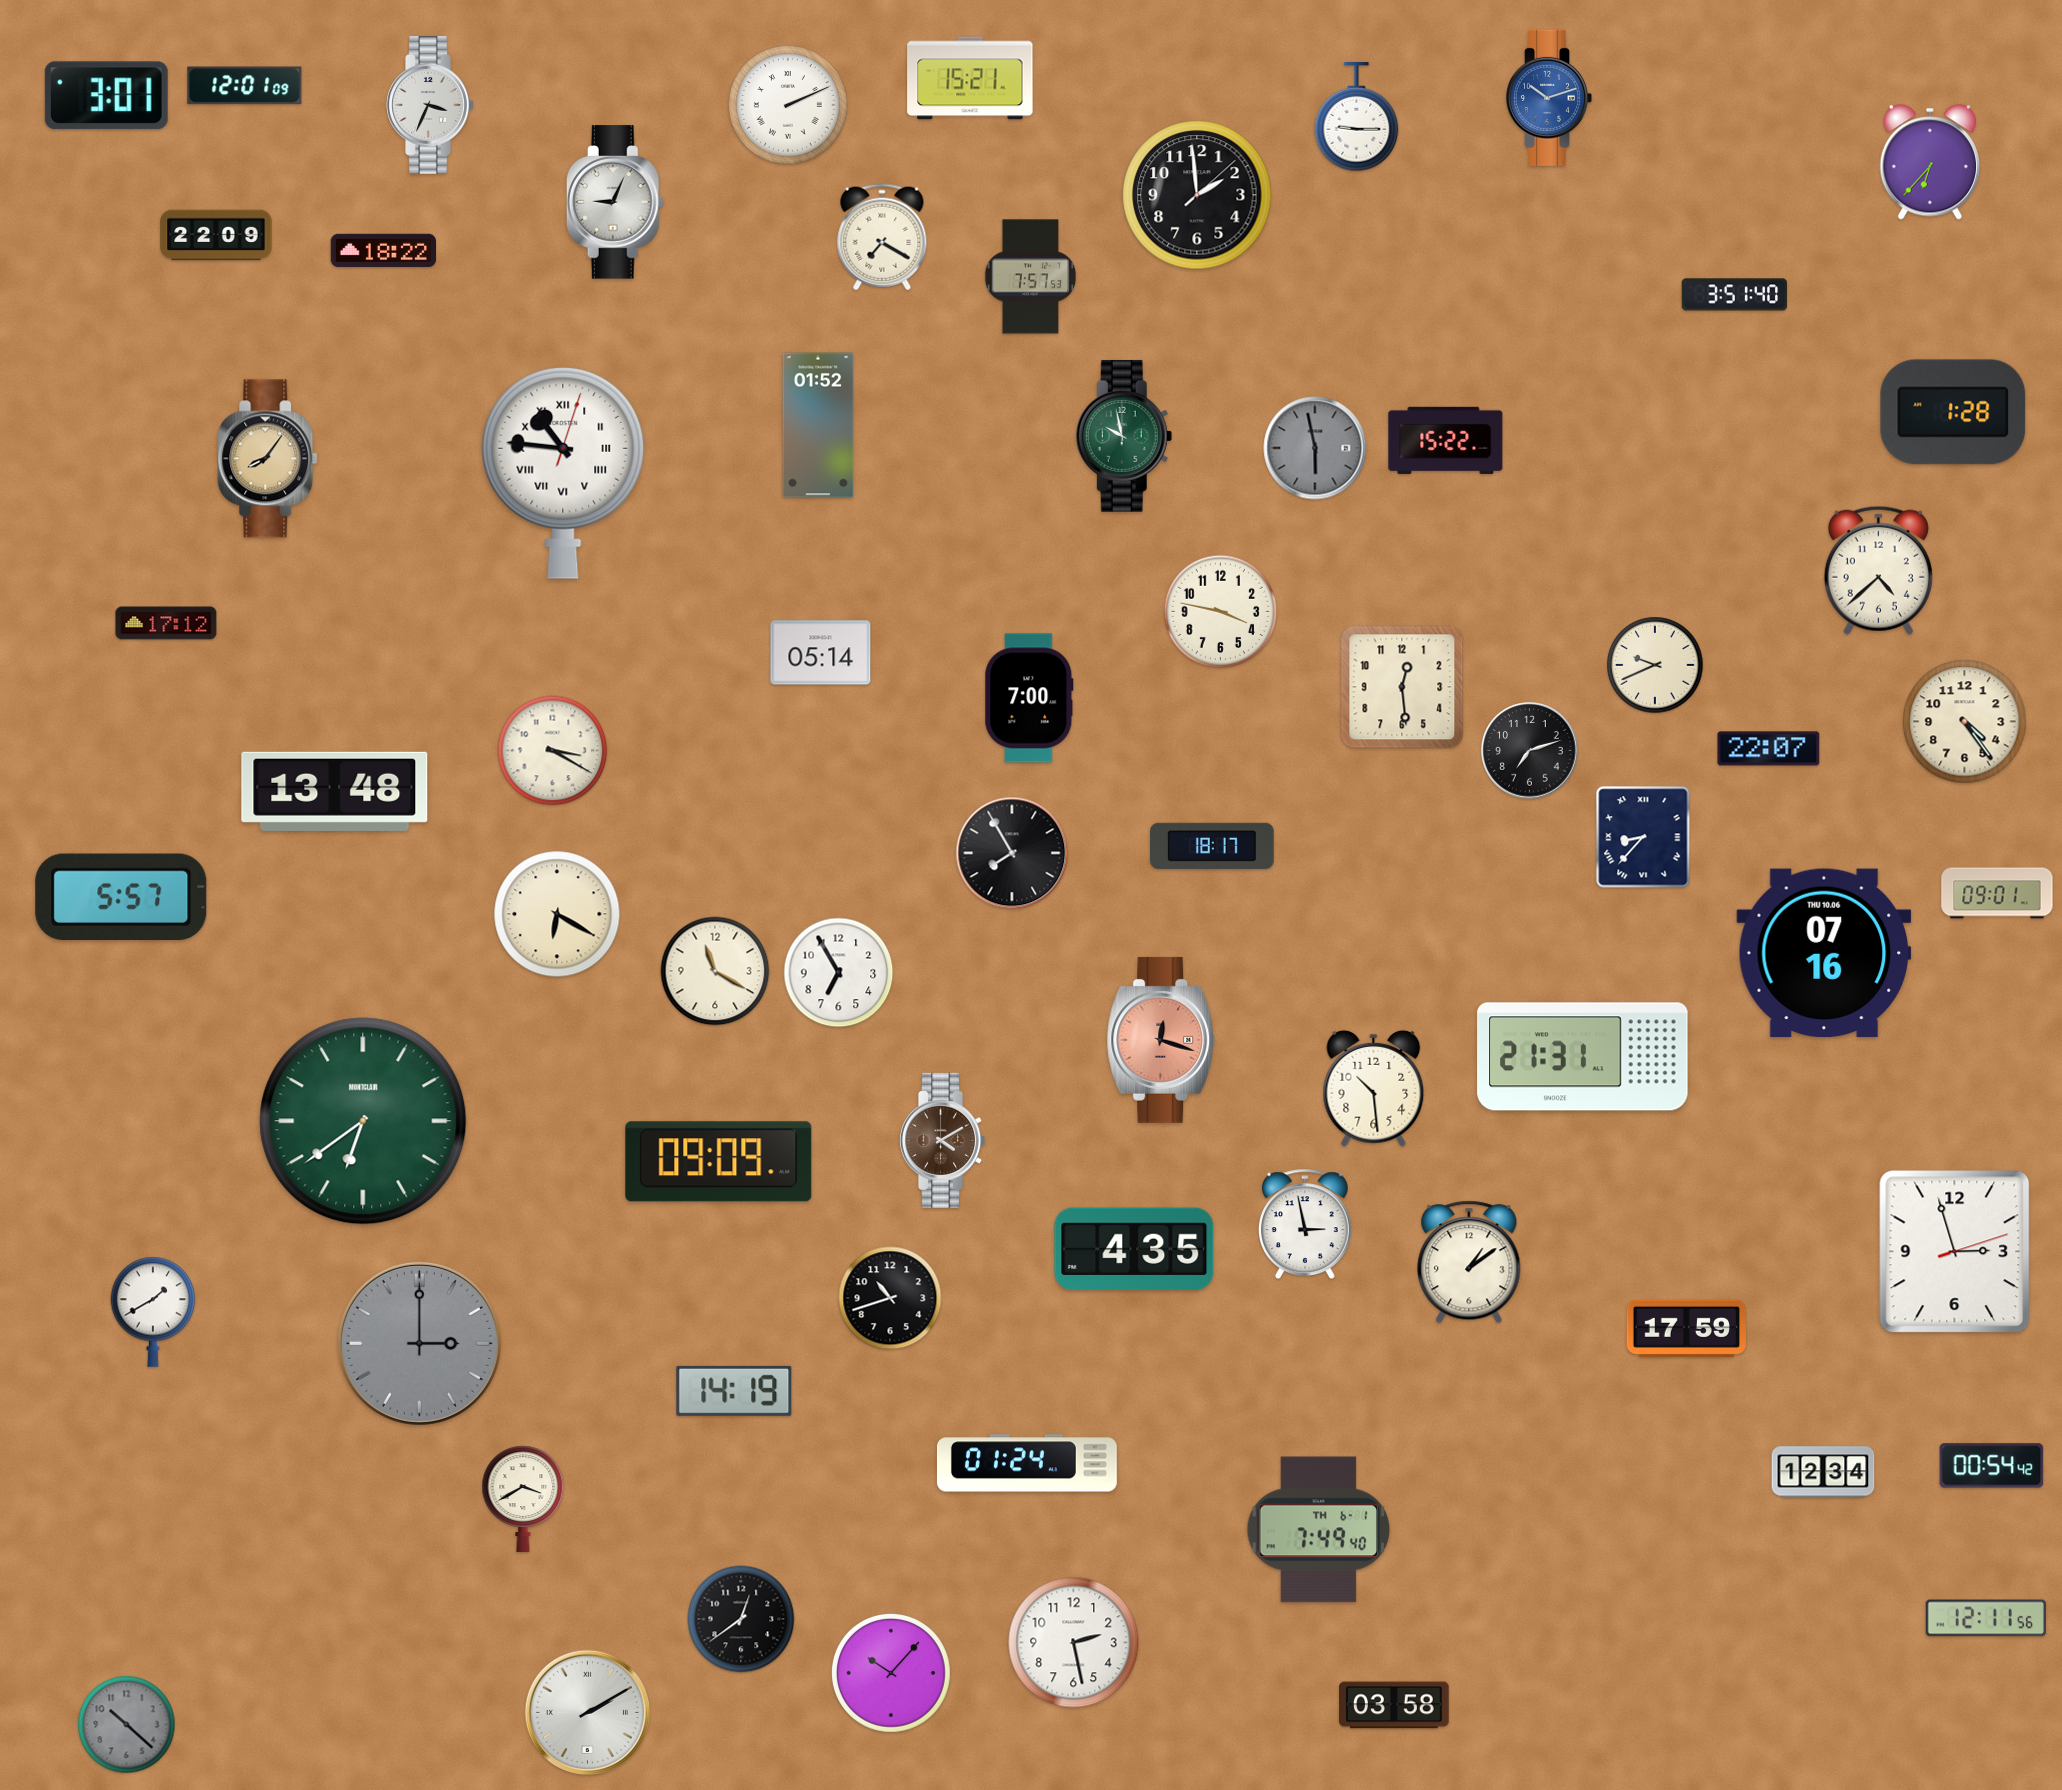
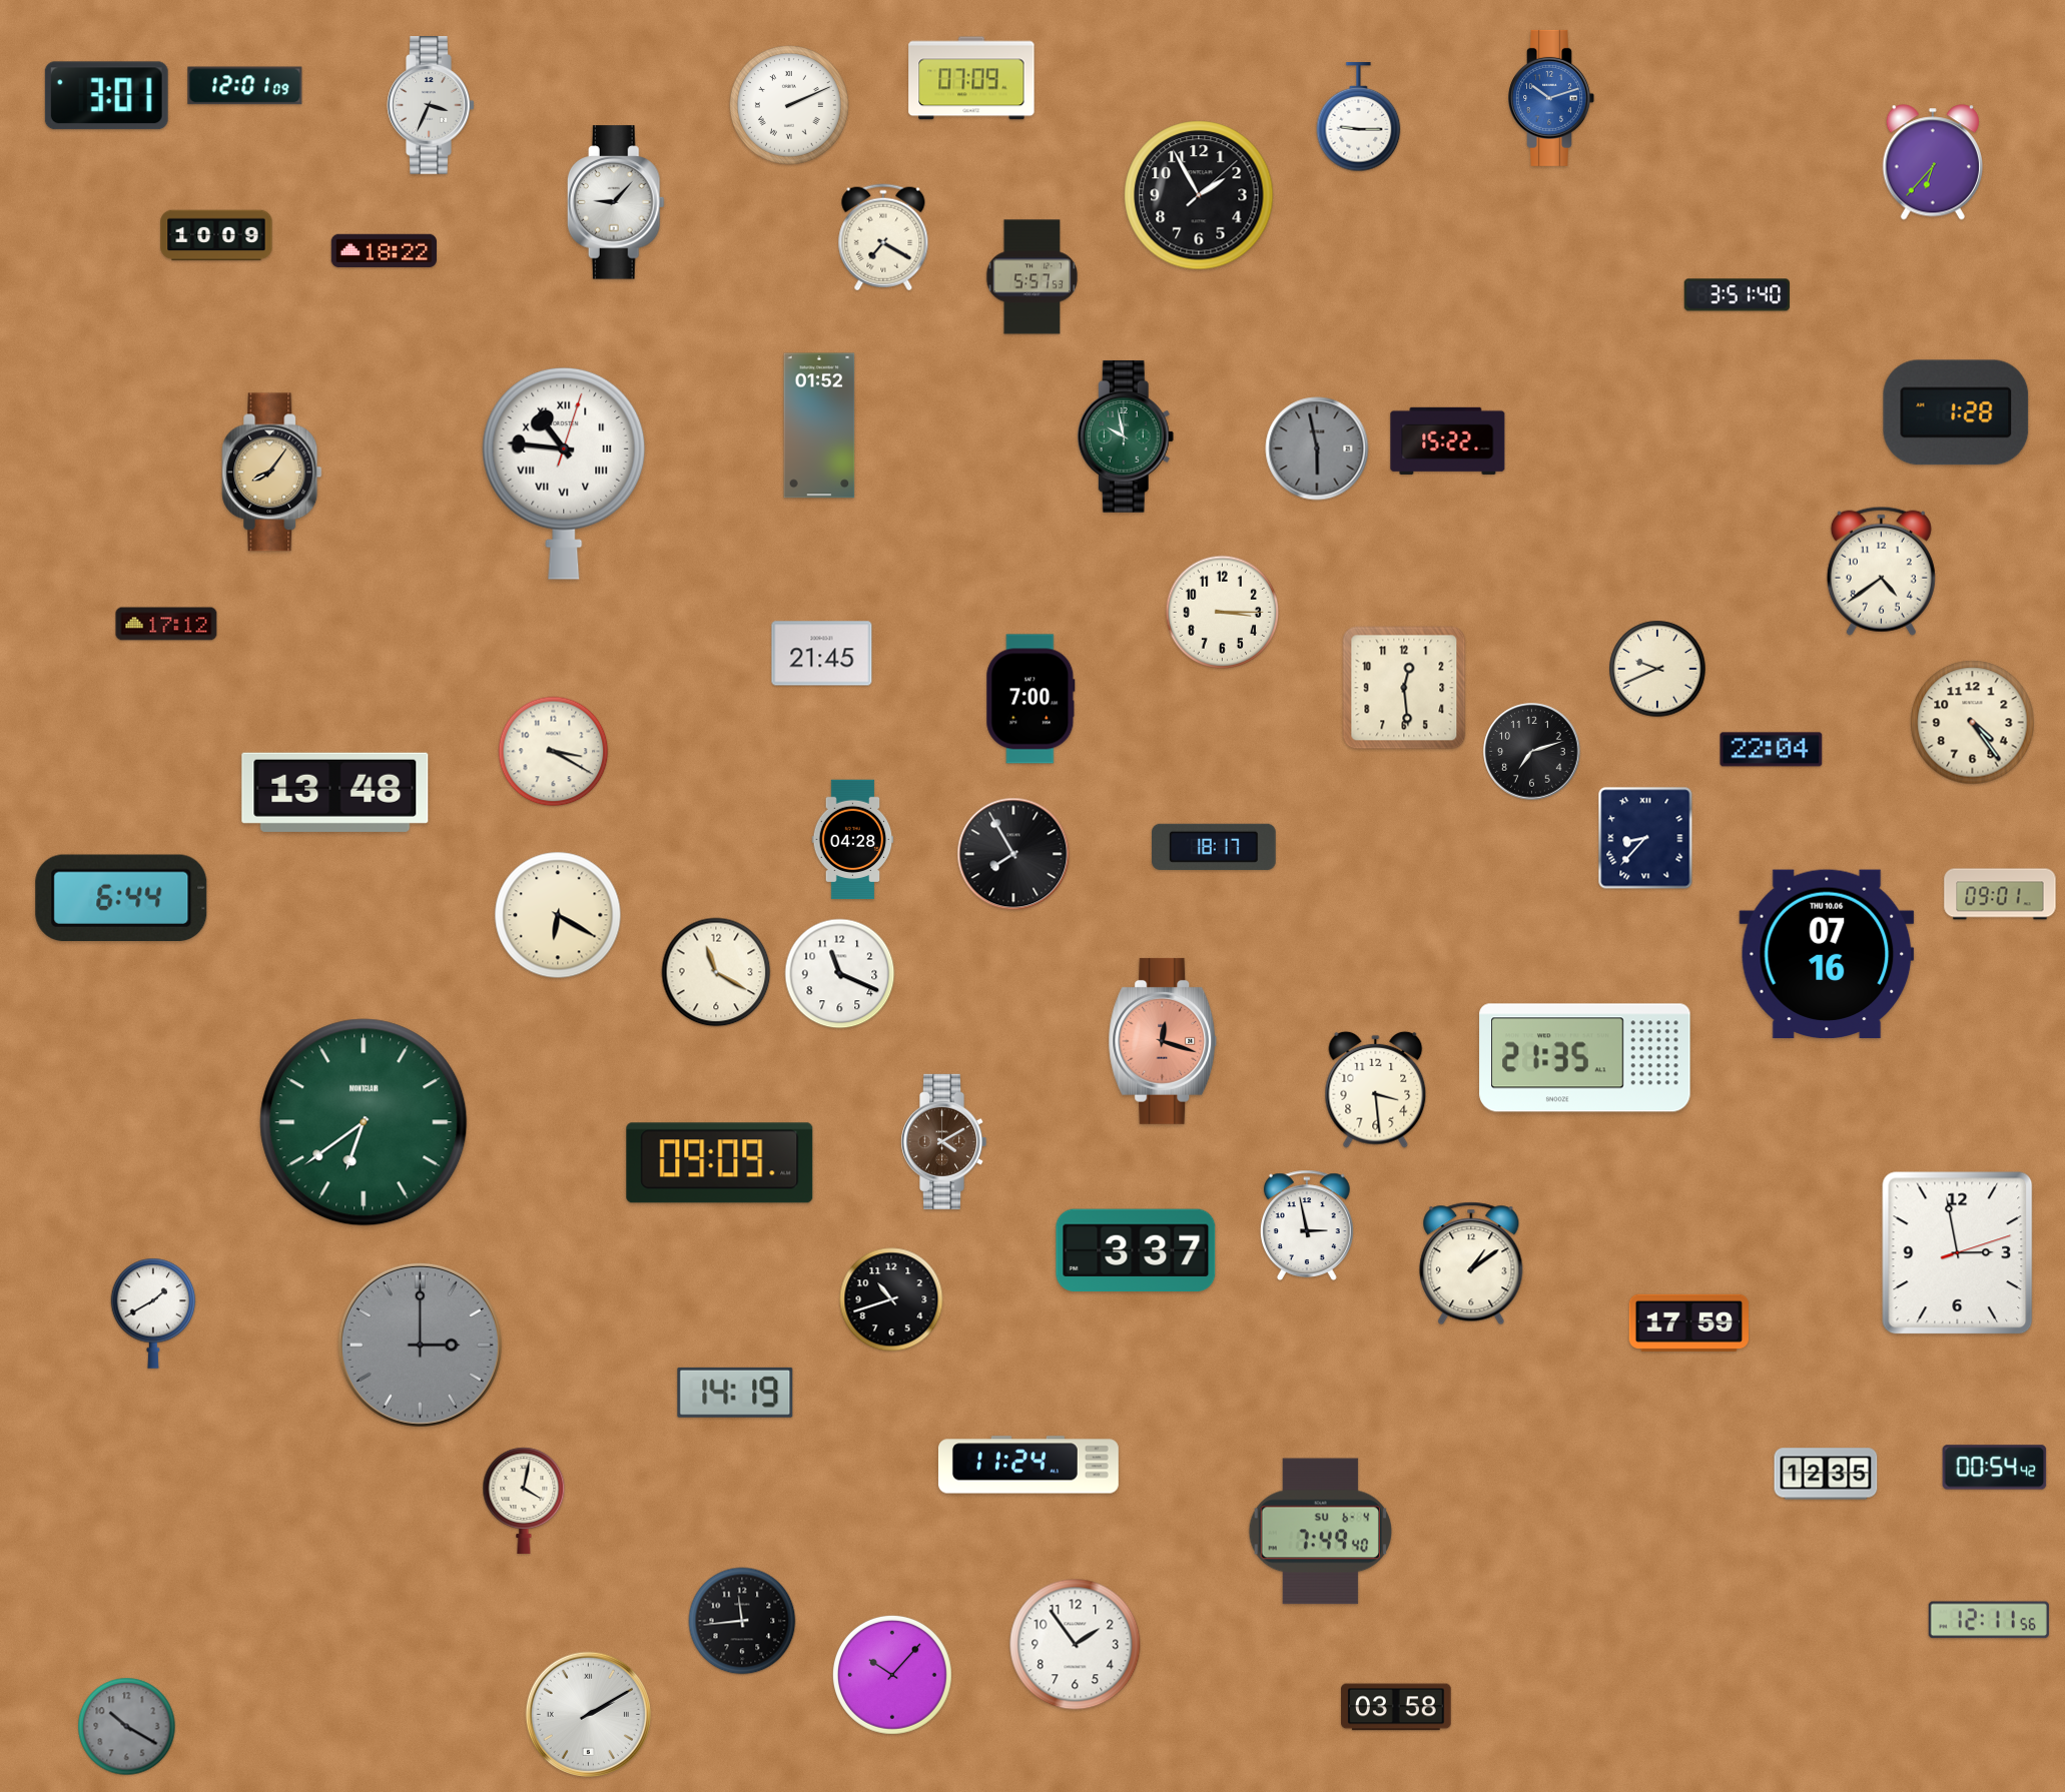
clock at (970, 78): 15:21 -> 07:09
clock at (1197, 195): 1:59 -> 1:55
clock at (615, 202): 9:04 -> 9:07
clock at (216, 235): 22:09 -> 10:09
clock at (1031, 277): 7:57 -> 5:57
clock at (268, 459) position: (268, 459) -> (272, 473)
clock at (1878, 570): 4:38 -> 4:39
clock at (1220, 612): 3:47 -> 3:15
clock at (821, 653): 05:14 -> 21:45
clock at (1655, 665) position: (1655, 665) -> (1657, 669)
clock at (1965, 722) position: (1965, 722) -> (1973, 723)
clock at (1769, 749): 22:07 -> 22:04
clock at (853, 840): none -> 04:28
clock at (121, 896): 5:57 -> 6:44
clock at (839, 973): 6:55 -> 11:19
clock at (1583, 1057): 21:31 -> 21:35
clock at (1374, 1088): 10:29 -> 3:29
clock at (1134, 1249): 4:35 -> 3:37
clock at (1955, 1252): 2:57 -> 2:58
clock at (1686, 1328) position: (1686, 1328) -> (1688, 1322)
clock at (1027, 1463): 01:24 -> 11:24
clock at (1823, 1472): 12:34 -> 12:35
clock at (523, 1499): 3:40 -> 4:02
clock at (1318, 1530) date: TH 6-1 -> SU 6-4
clock at (741, 1619): 12:39 -> 11:44
clock at (1074, 1643): 2:28 -> 1:54
clock at (127, 1725): 10:22 -> 10:20
